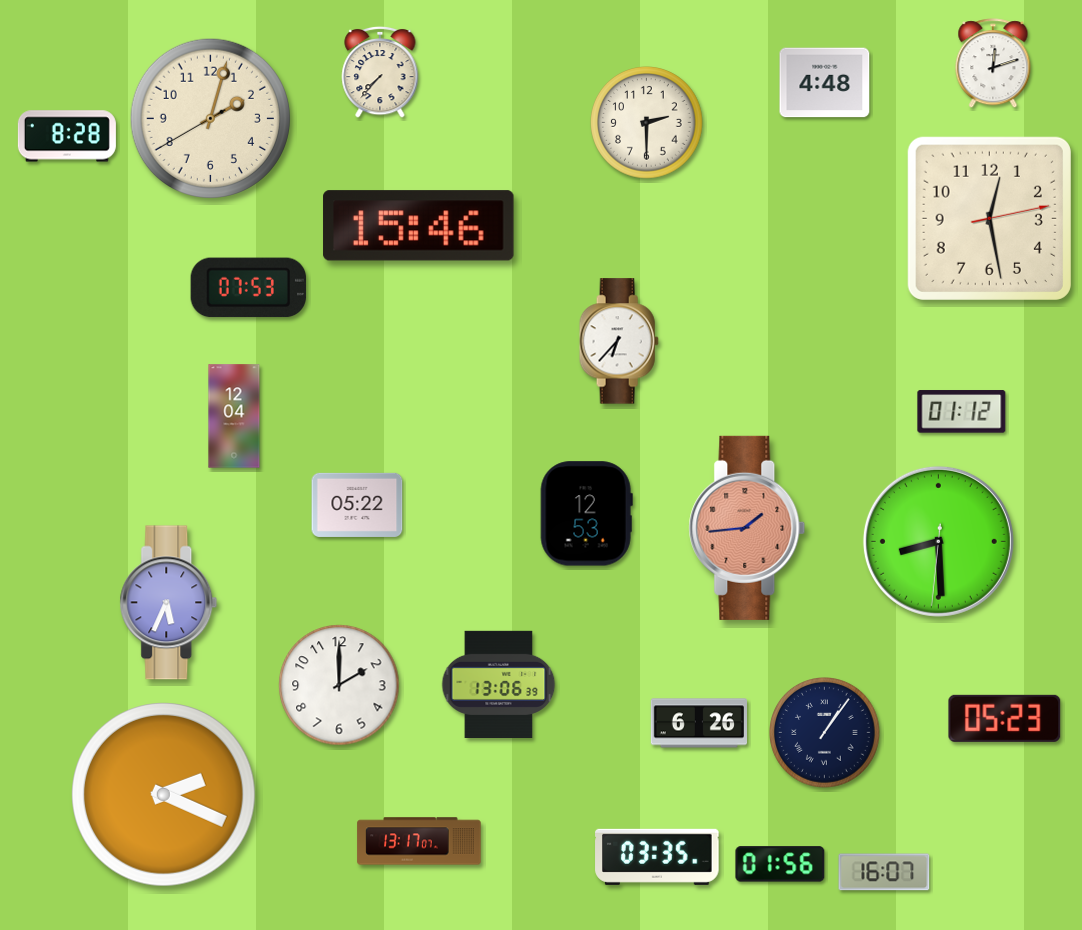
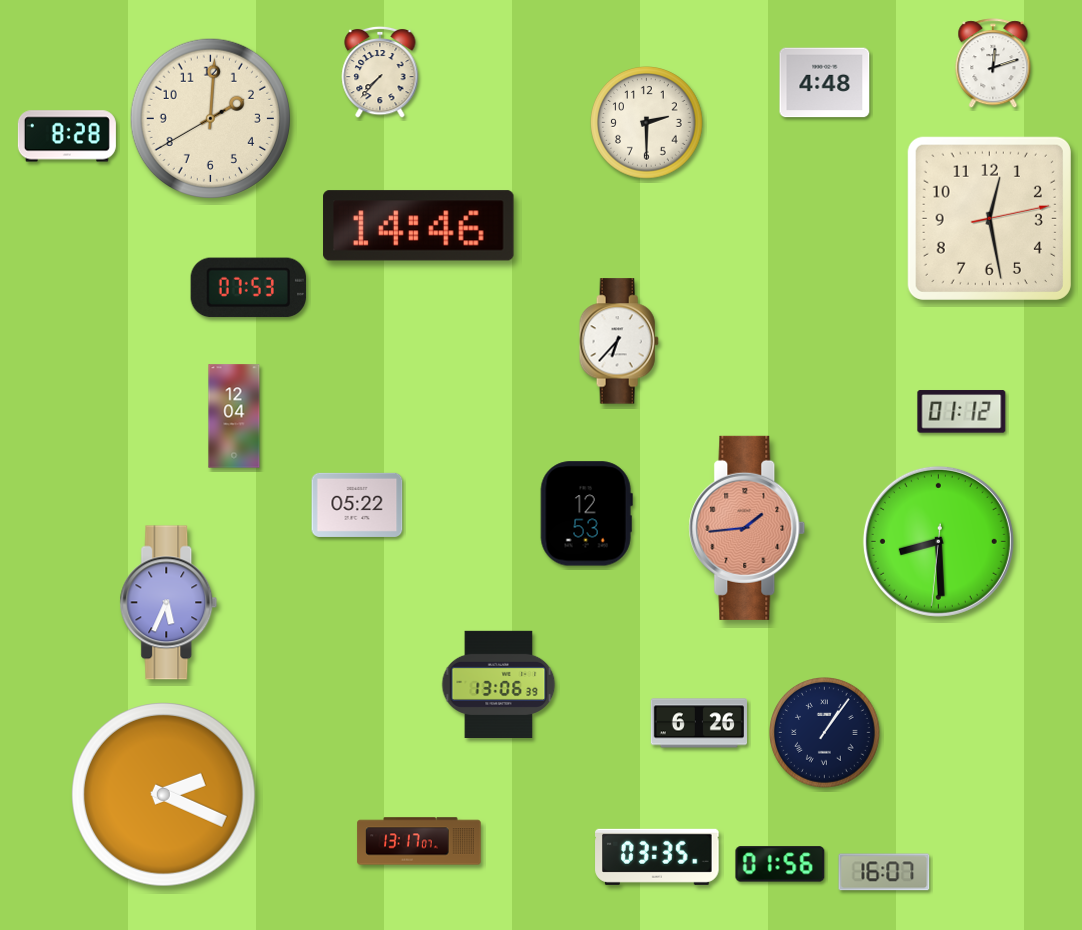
clock at (210, 118): 2:02 -> 2:00
clock at (419, 226): 15:46 -> 14:46
clock at (339, 685): 2:00 -> none
clock at (1005, 718): 05:23 -> none
